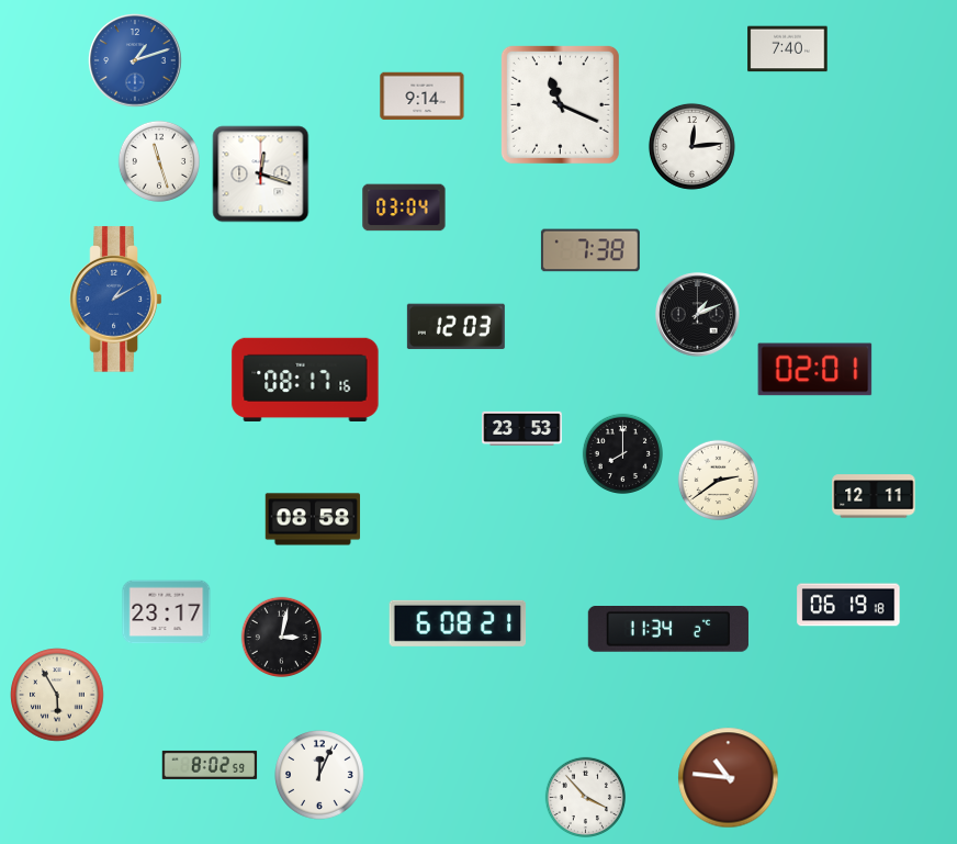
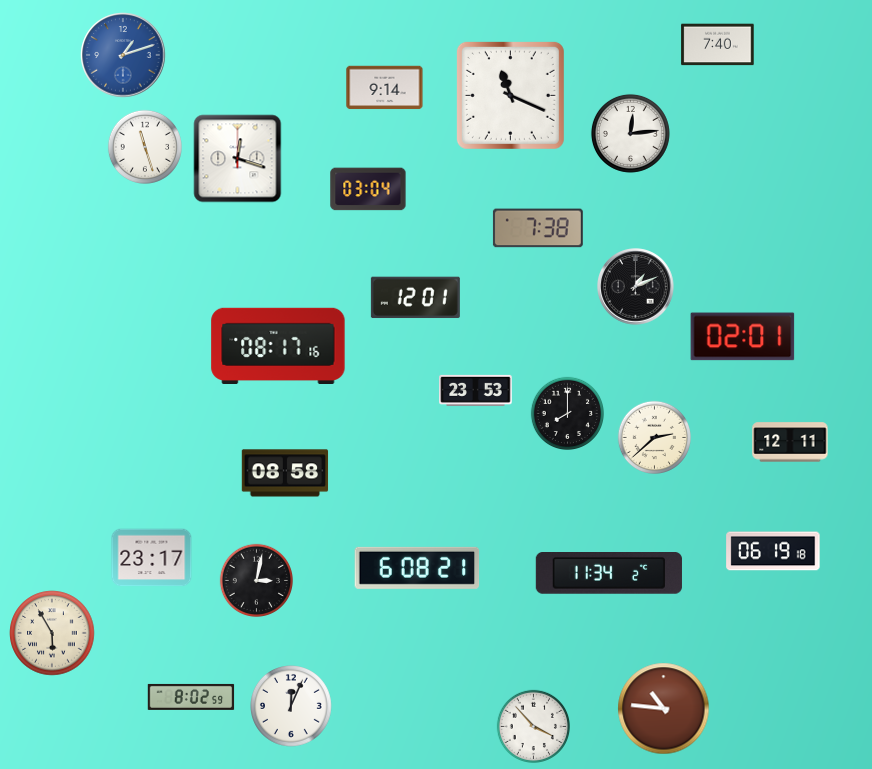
clock at (116, 300): 1:10 -> none
clock at (455, 327): 12:03 -> 12:01
clock at (718, 480): 2:39 -> 2:38
clock at (874, 496) position: (874, 496) -> (790, 442)
